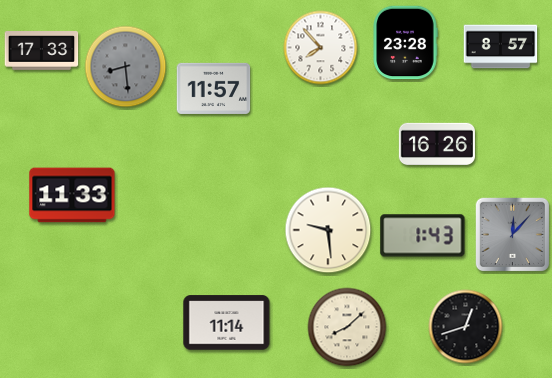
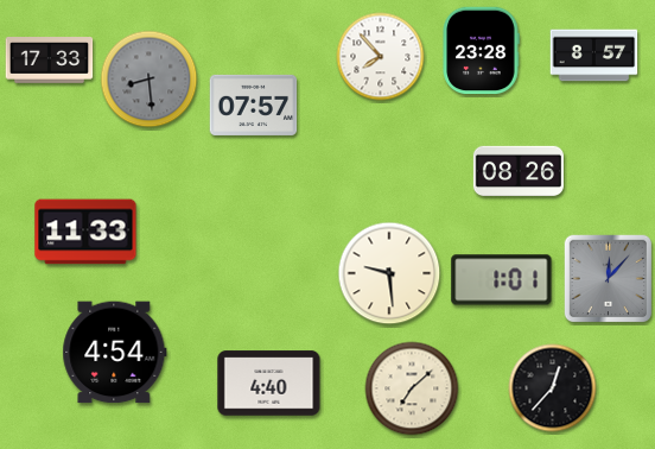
clock at (214, 88): 11:57 -> 07:57
clock at (437, 143): 16:26 -> 08:26
clock at (423, 236): 1:43 -> 1:01
clock at (115, 353): none -> 4:54
clock at (227, 323): 11:14 -> 4:40
clock at (347, 327): 8:08 -> 7:08
clock at (466, 327): 12:42 -> 12:37
